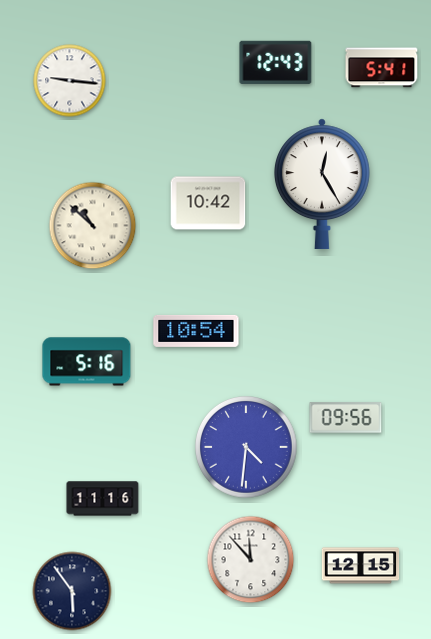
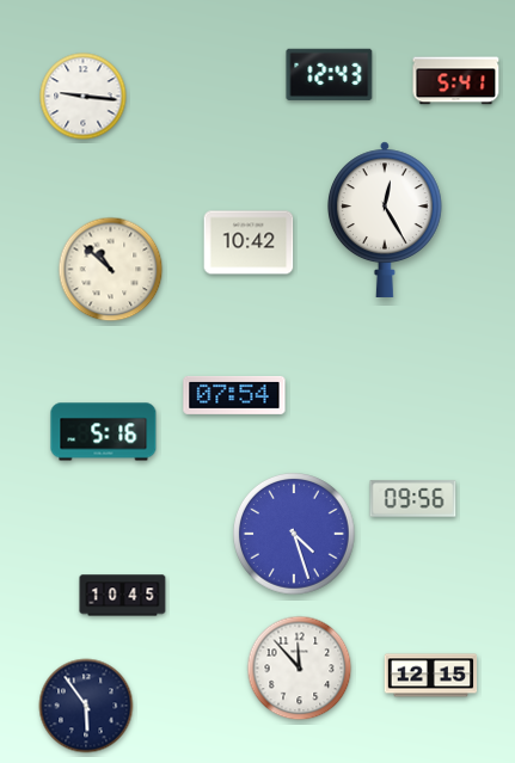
clock at (196, 331): 10:54 -> 07:54
clock at (247, 448): 4:31 -> 4:27
clock at (103, 499): 11:16 -> 10:45
